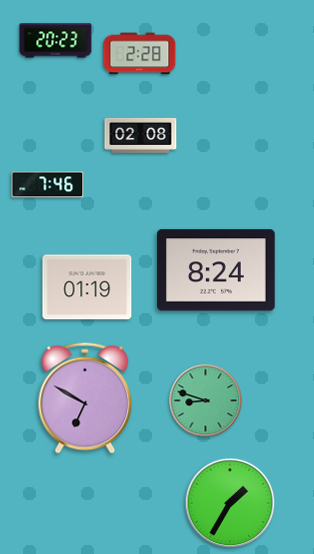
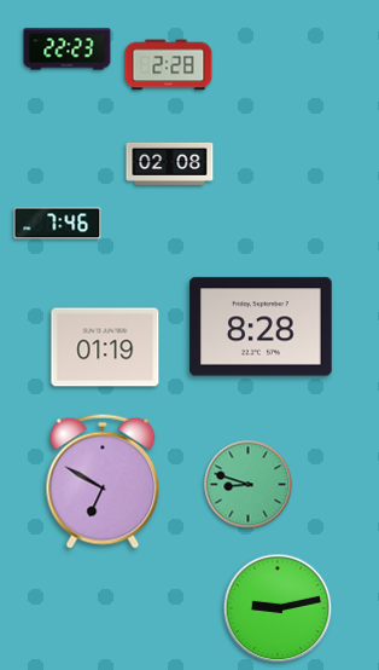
clock at (56, 41): 20:23 -> 22:23
clock at (216, 270): 8:24 -> 8:28
clock at (230, 503): 1:35 -> 9:13
